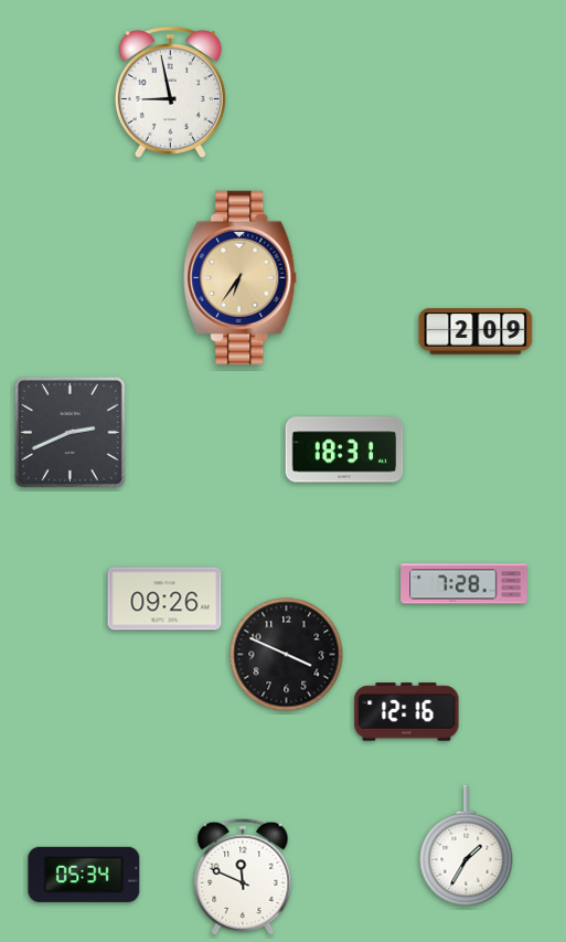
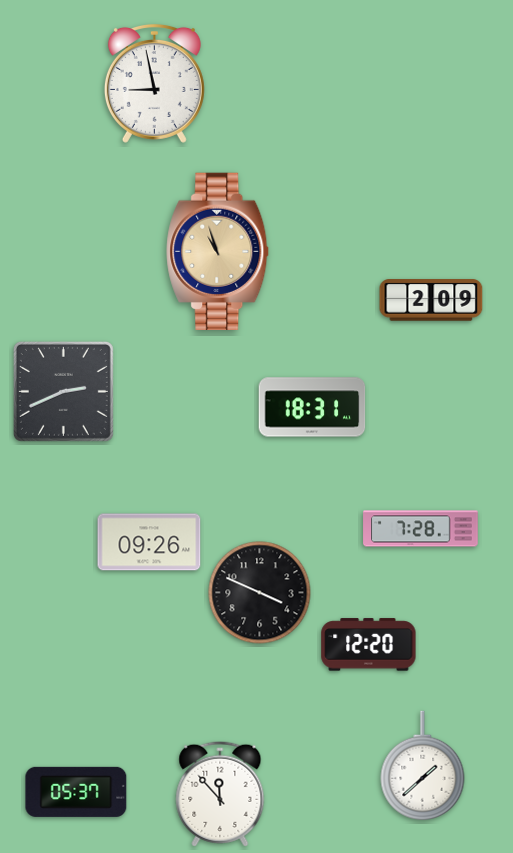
clock at (241, 277): 6:36 -> 10:57
clock at (407, 712): 12:16 -> 12:20
clock at (467, 846): 1:35 -> 1:38
clock at (84, 875): 05:34 -> 05:37
clock at (243, 877): 11:49 -> 11:53
